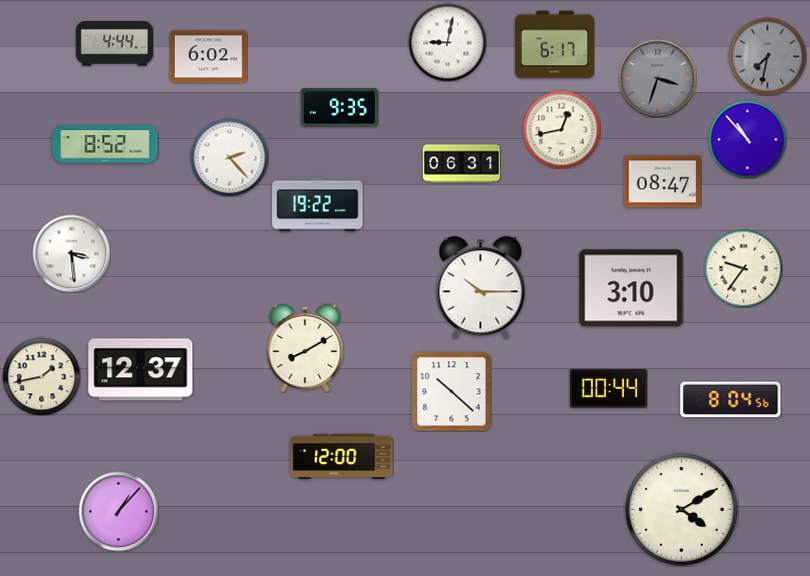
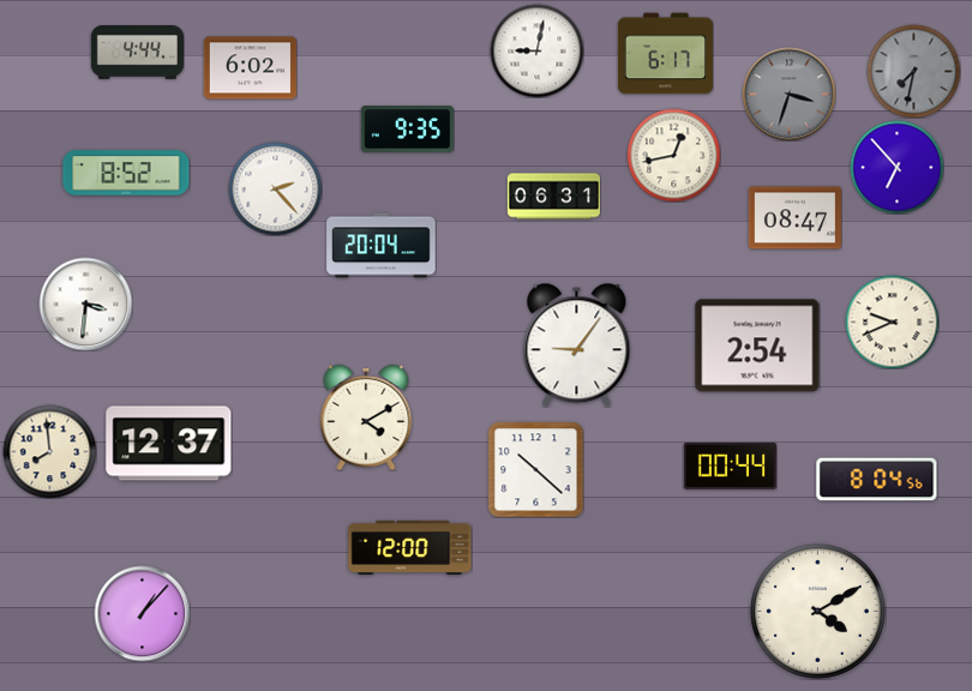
clock at (767, 56) position: (767, 56) -> (913, 71)
clock at (747, 139): 10:53 -> 6:53
clock at (318, 205): 19:22 -> 20:04
clock at (71, 253): 3:29 -> 3:31
clock at (743, 268): 9:36 -> 9:41
clock at (481, 287): 10:15 -> 9:06
clock at (631, 288): 3:10 -> 2:54
clock at (305, 348): 8:10 -> 4:10
clock at (41, 376): 1:43 -> 7:59
clock at (451, 391) position: (451, 391) -> (535, 469)
